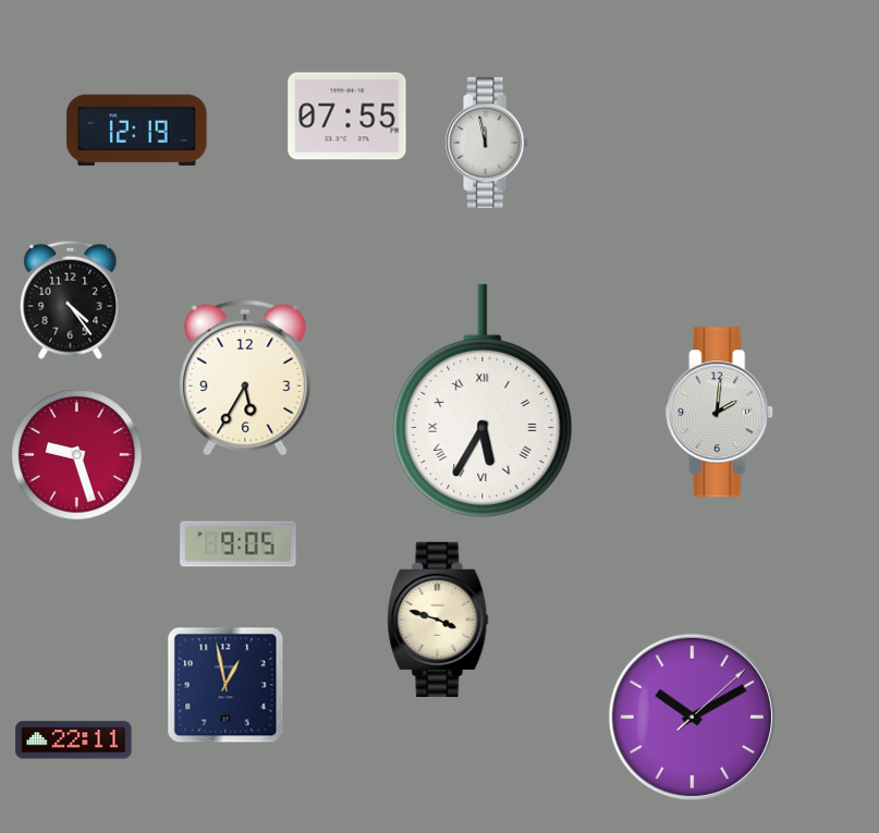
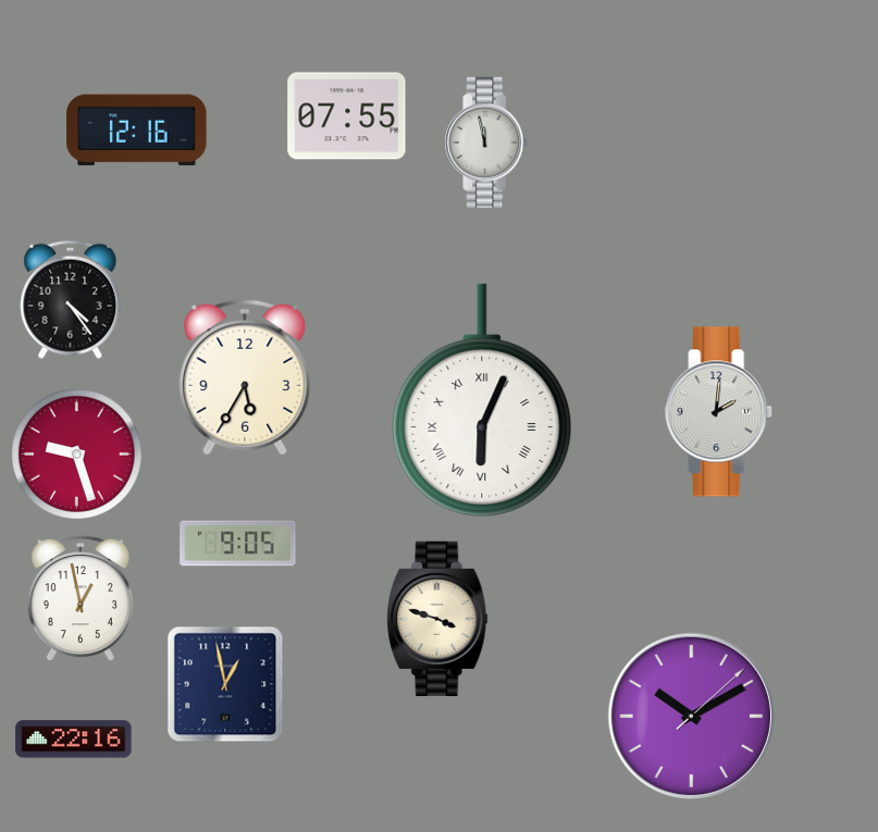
clock at (137, 131): 12:19 -> 12:16
clock at (483, 401): 5:35 -> 6:04
clock at (81, 598): none -> 12:58
clock at (74, 740): 22:11 -> 22:16
